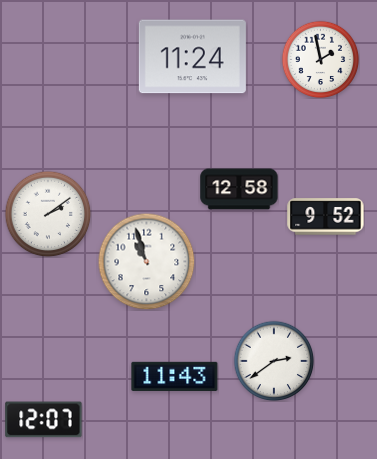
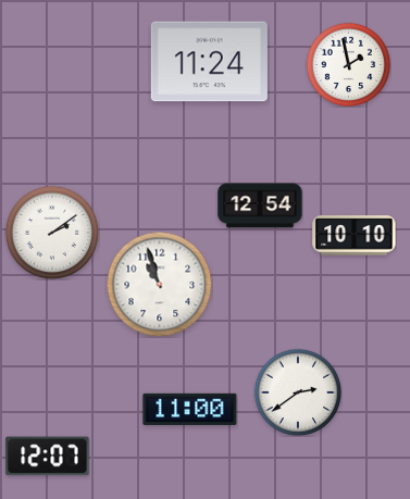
clock at (239, 189): 12:58 -> 12:54
clock at (326, 217): 9:52 -> 10:10
clock at (175, 376): 11:43 -> 11:00
